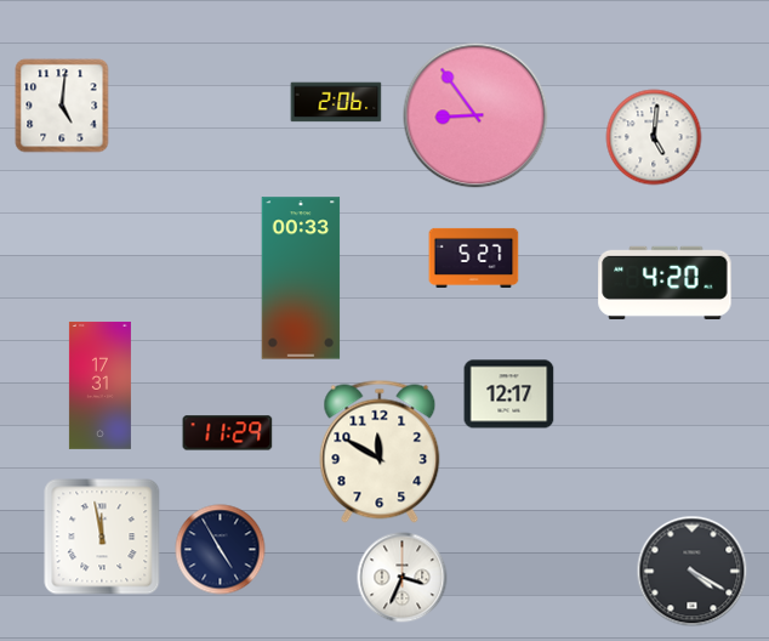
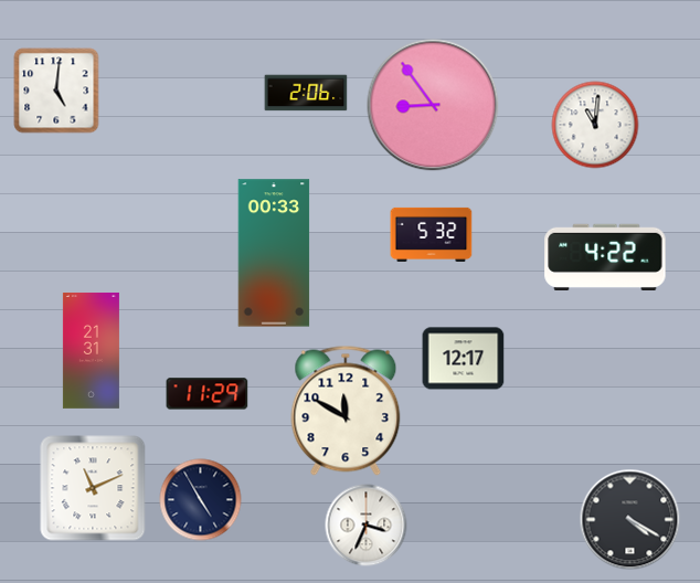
clock at (62, 106) position: (62, 106) -> (56, 91)
clock at (654, 137): 5:01 -> 11:01
clock at (474, 257): 5:27 -> 5:32
clock at (665, 283): 4:20 -> 4:22
clock at (99, 385): 17:31 -> 21:31
clock at (102, 537): 11:58 -> 11:11
